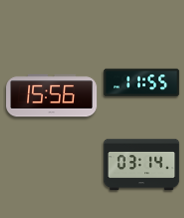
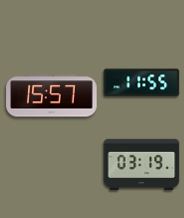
clock at (52, 96): 15:56 -> 15:57
clock at (142, 165): 03:14 -> 03:19
